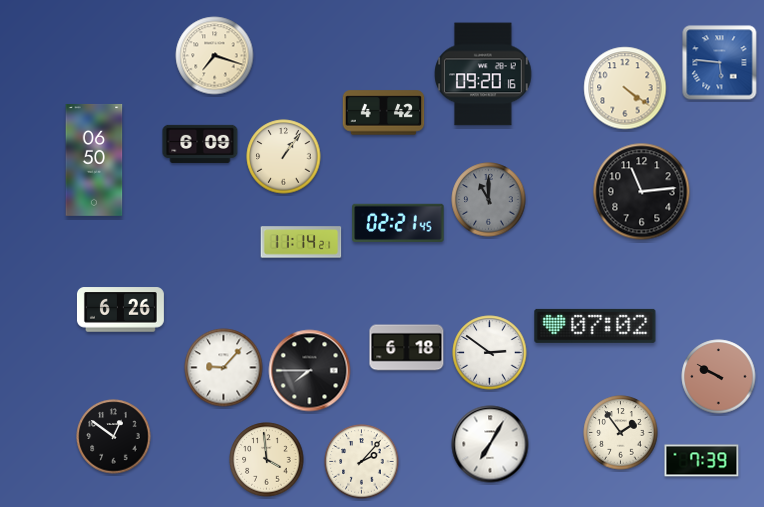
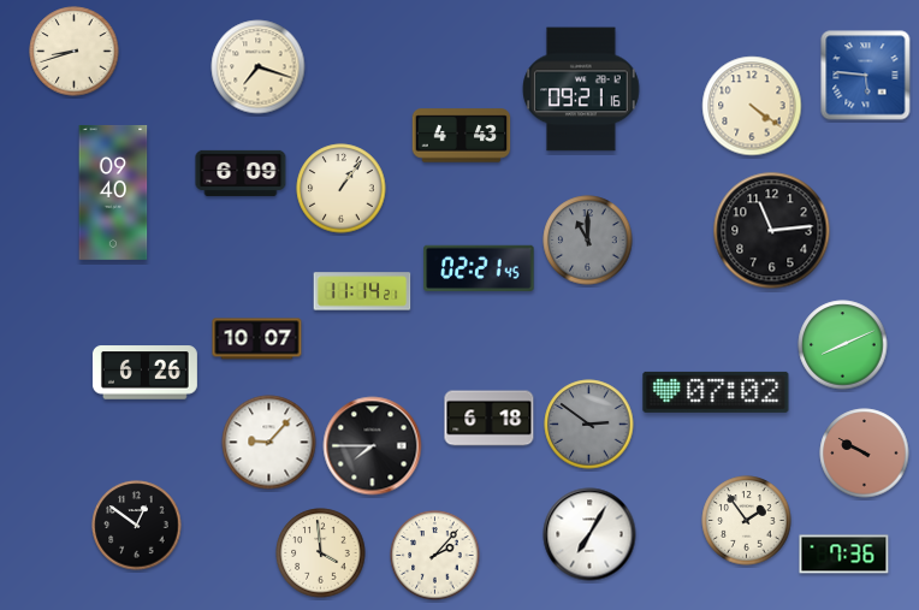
clock at (75, 52): none -> 8:42
clock at (483, 74): 09:20 -> 09:21
clock at (384, 113): 4:42 -> 4:43
clock at (94, 160): 06:50 -> 09:40
clock at (257, 339): none -> 10:07
clock at (843, 345): none -> 8:11
clock at (490, 353) dial: white -> grey
clock at (702, 461): 7:39 -> 7:36
